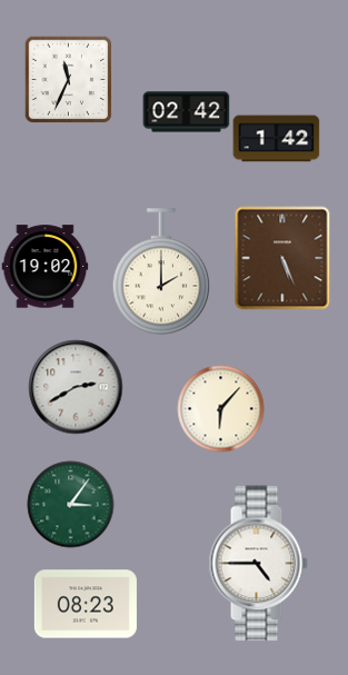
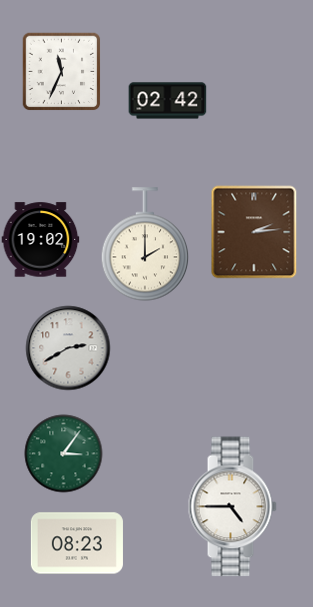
clock at (276, 139): 1:42 -> none
clock at (282, 258): 5:26 -> 2:14
clock at (220, 408): 6:07 -> none
